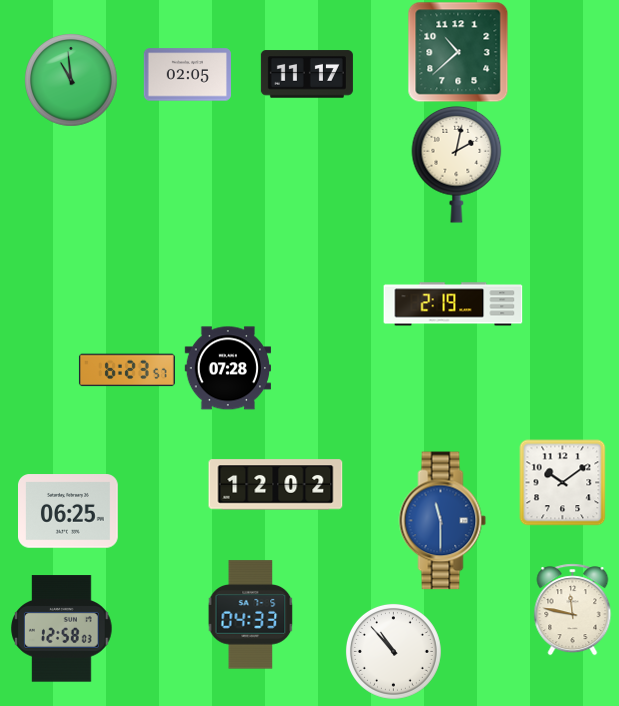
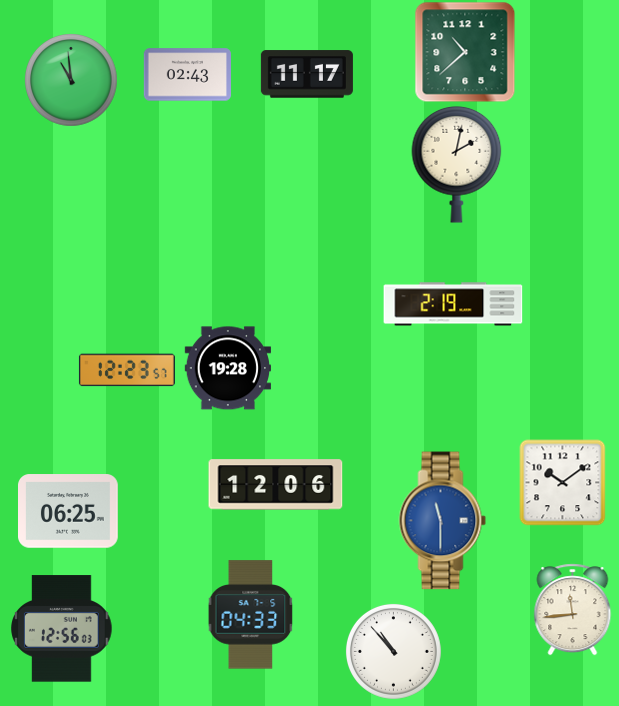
clock at (458, 52) position: (458, 52) -> (465, 52)
clock at (187, 75): 02:05 -> 02:43
clock at (227, 368): 07:28 -> 19:28
clock at (127, 370): 6:23 -> 12:23
clock at (276, 485): 12:02 -> 12:06
clock at (573, 609): 11:47 -> 11:44
clock at (62, 629): 12:58 -> 12:56
